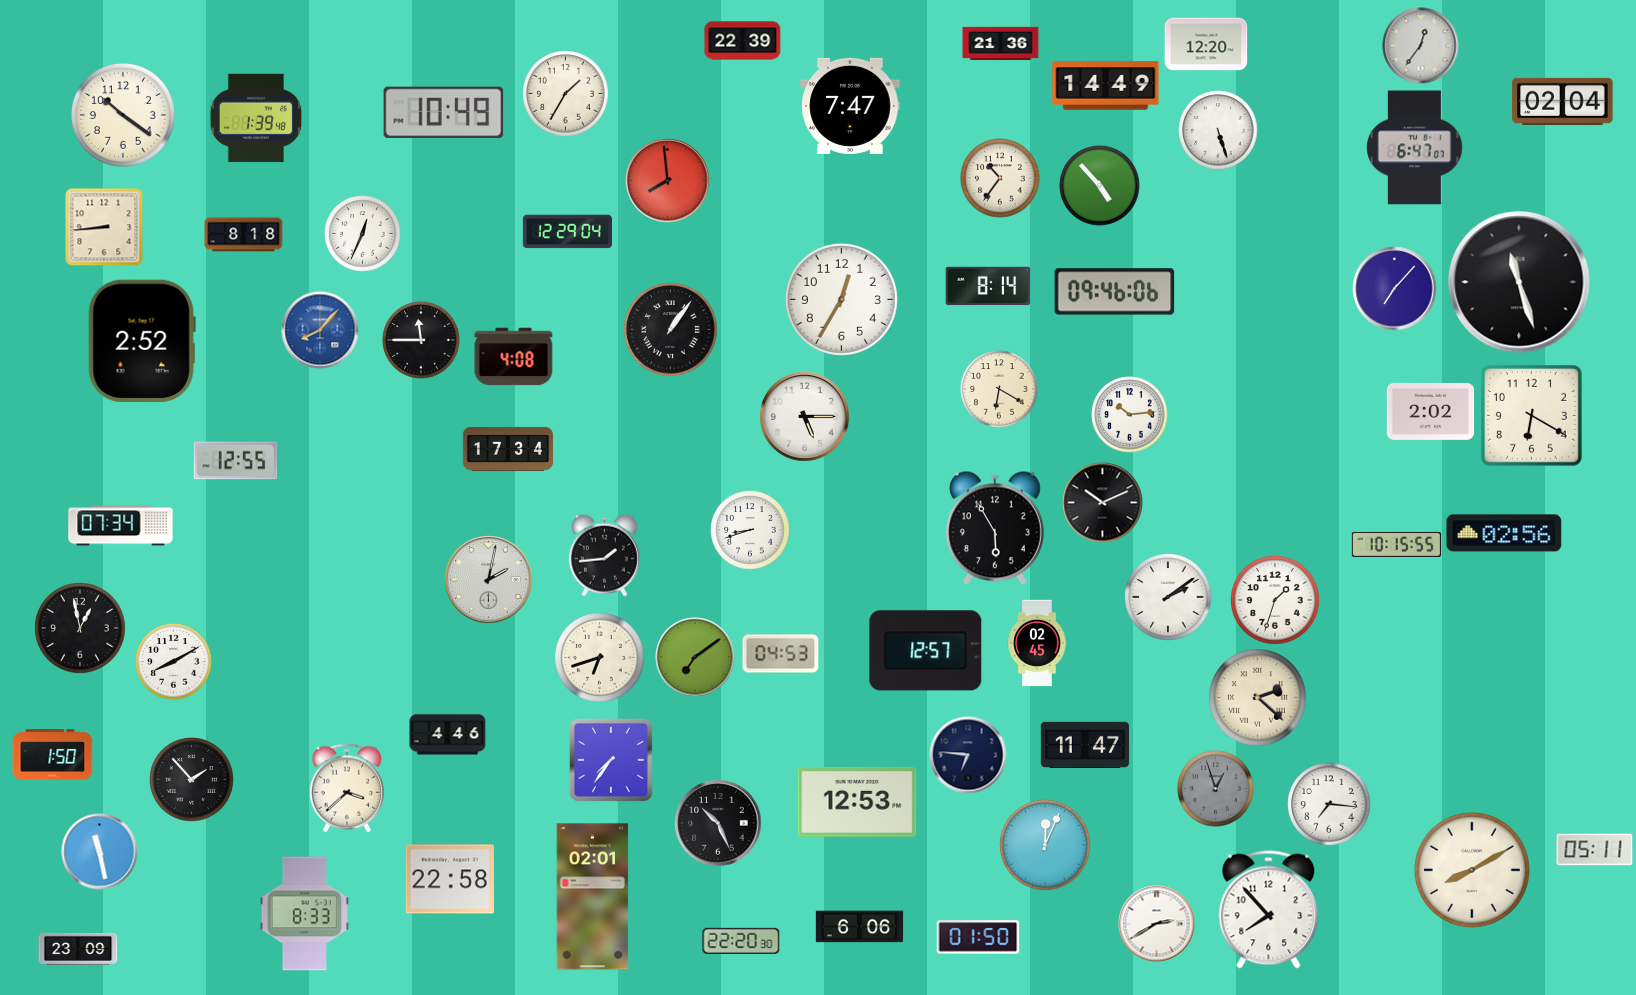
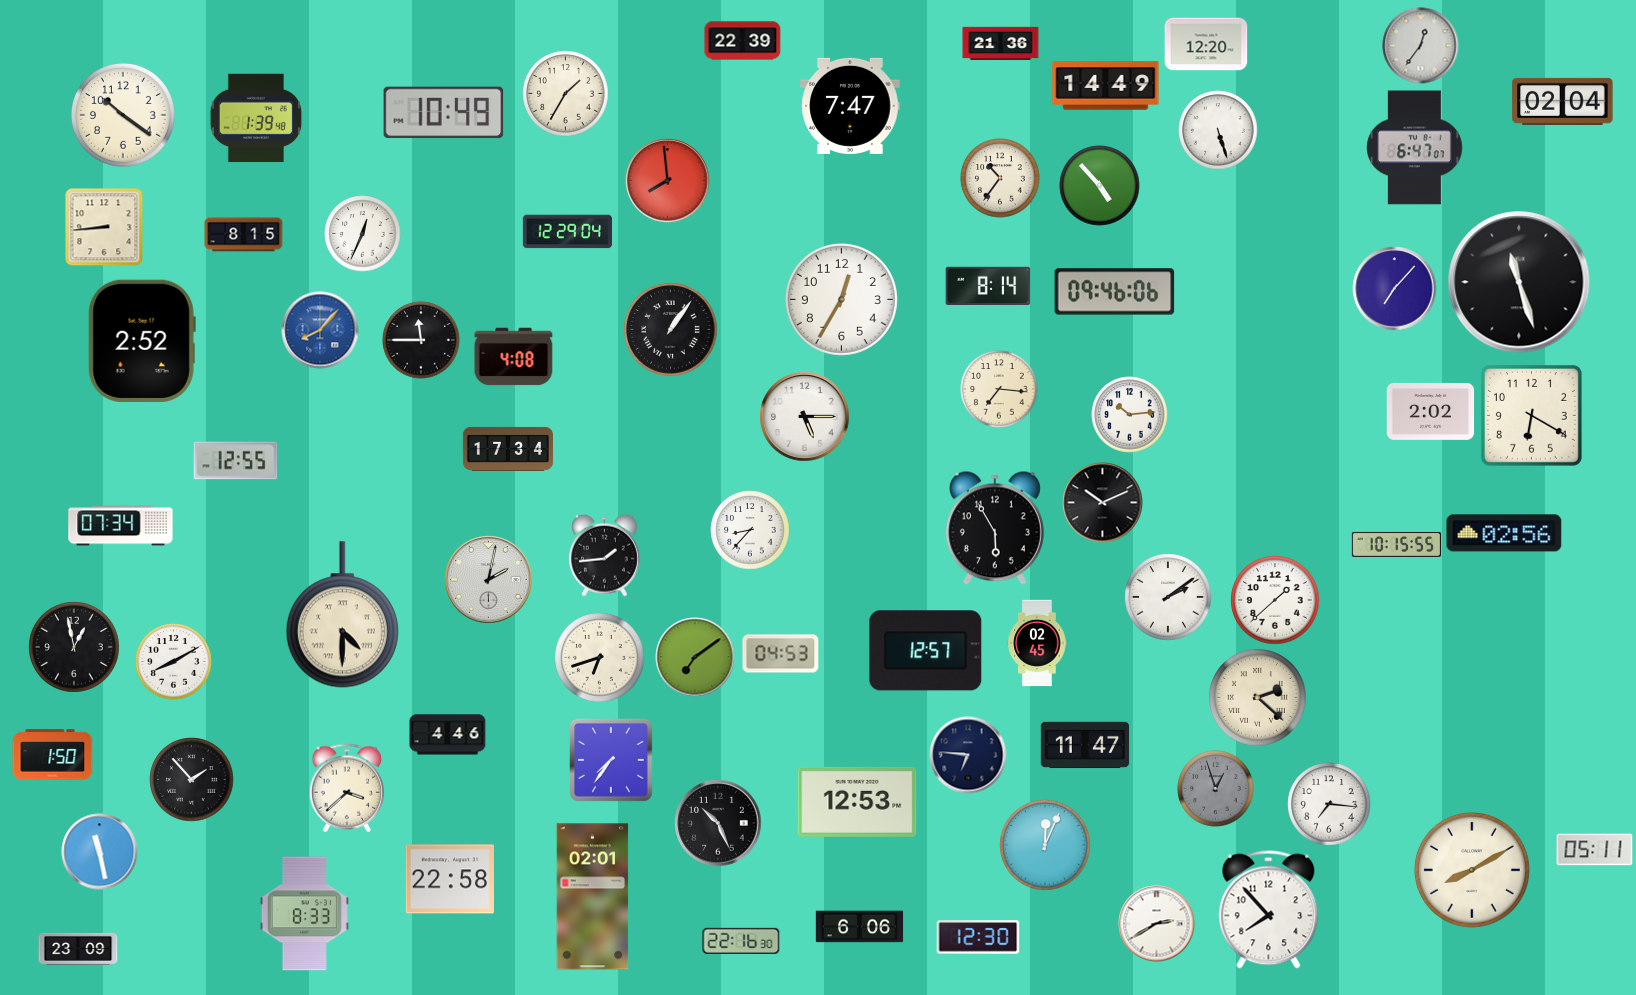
clock at (244, 235): 8:18 -> 8:15
clock at (999, 389): 6:20 -> 7:16
clock at (750, 530): 8:42 -> 8:37
clock at (1275, 600): 1:33 -> 1:38
clock at (342, 615): none -> 4:30
clock at (80, 628) position: (80, 628) -> (74, 647)
clock at (978, 937): 01:50 -> 12:30
clock at (741, 941): 22:20 -> 22:16
